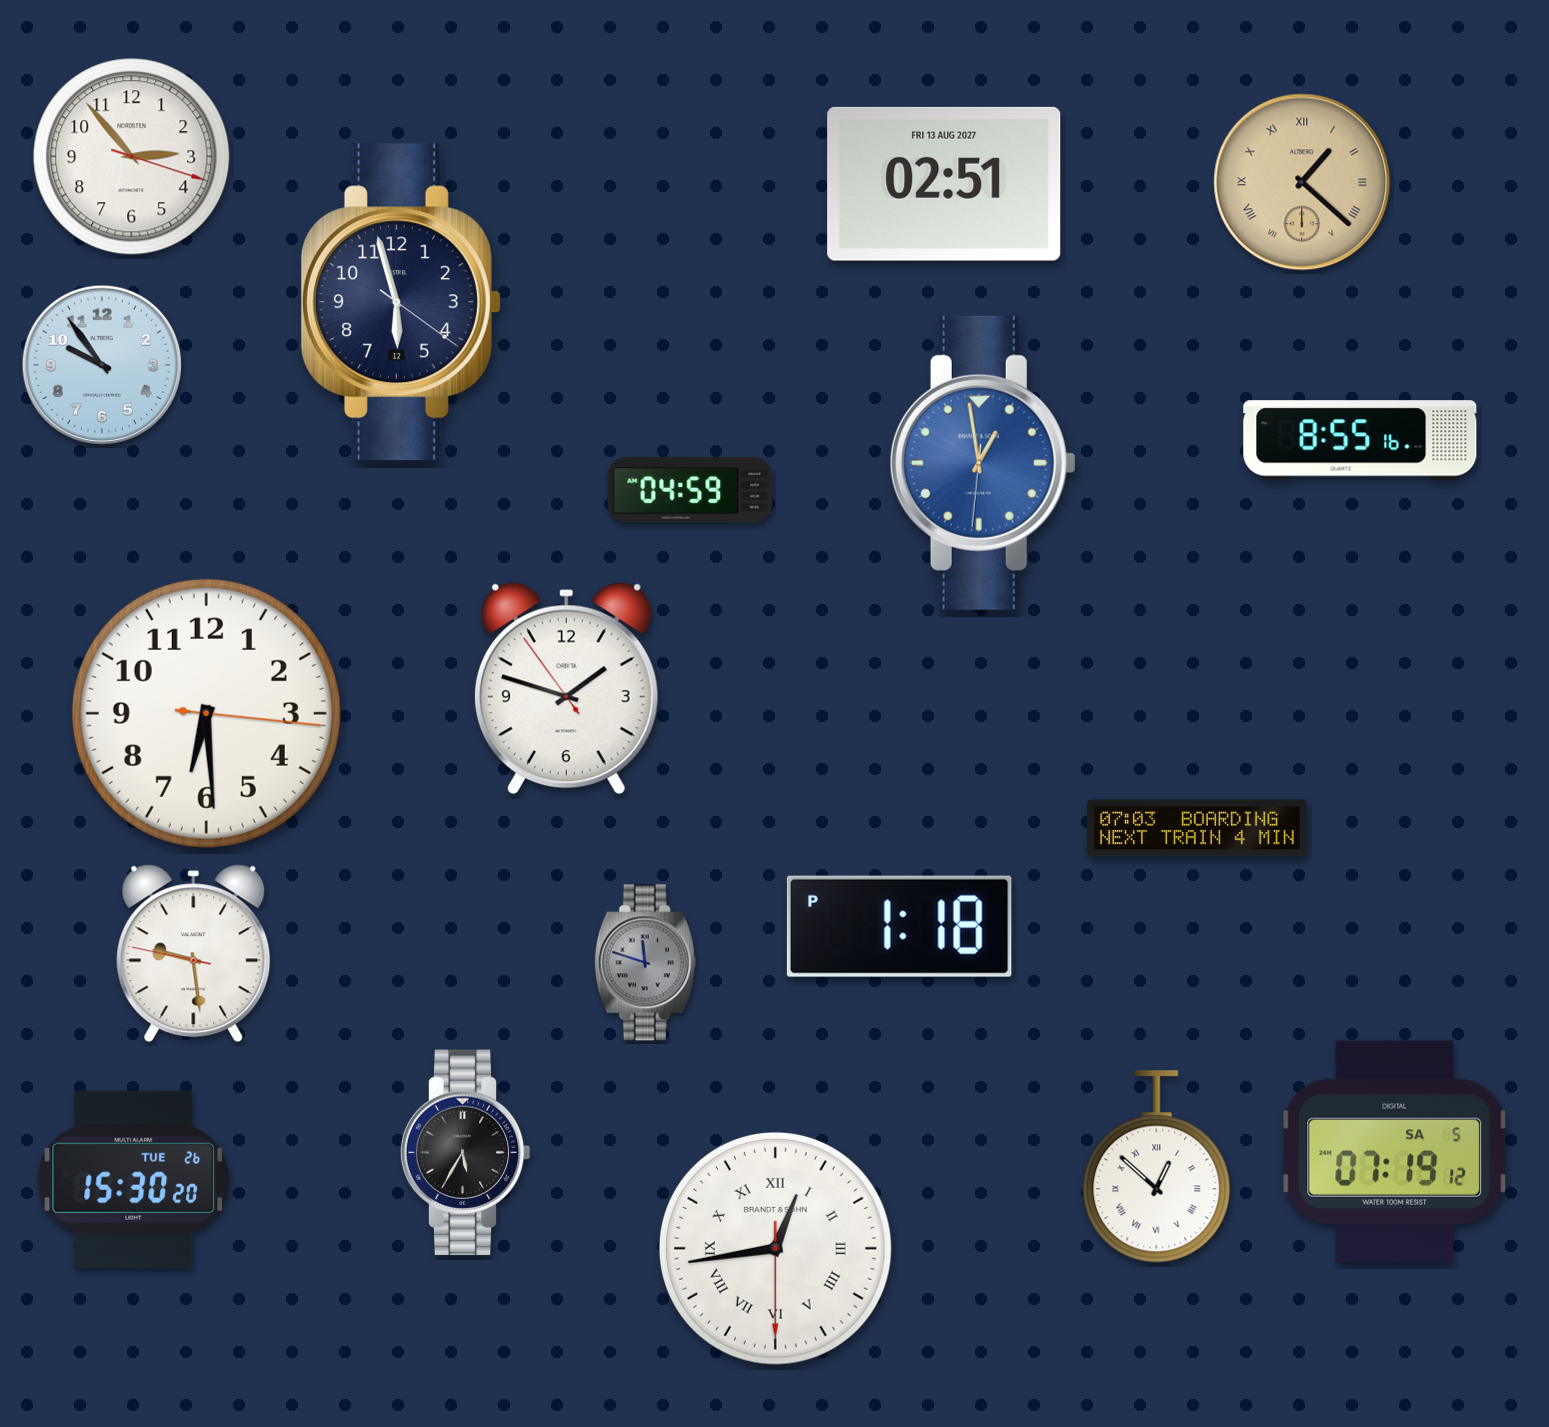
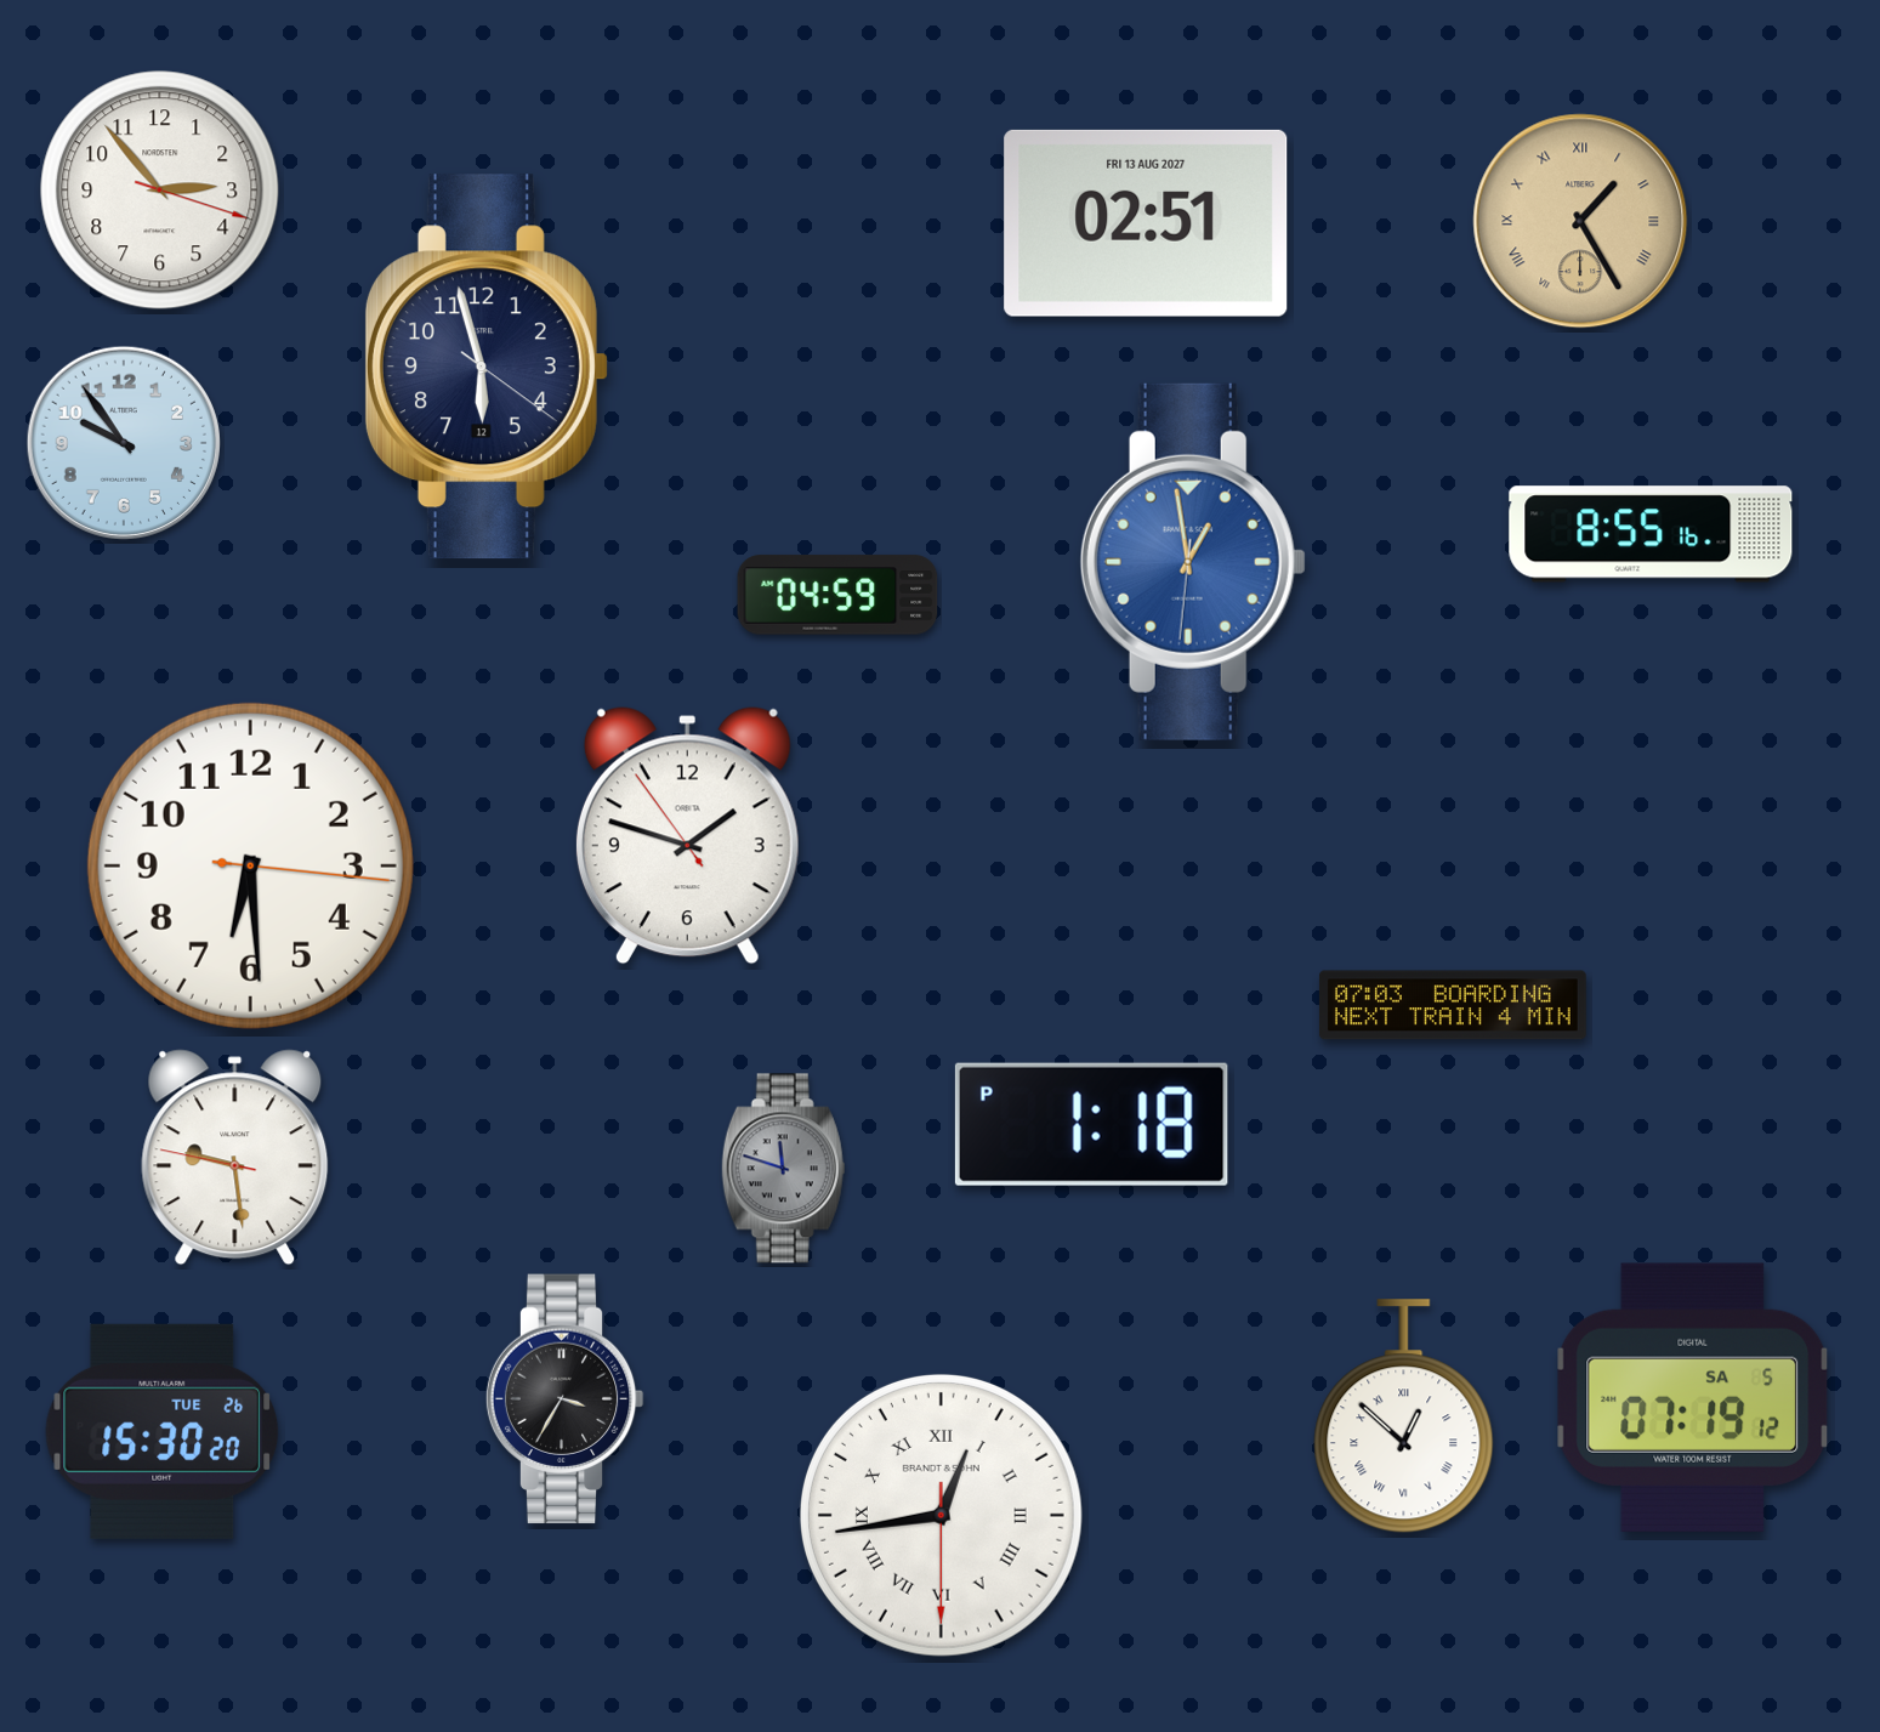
clock at (1302, 182): 1:22 -> 1:25
clock at (465, 1153): 5:35 -> 3:35
